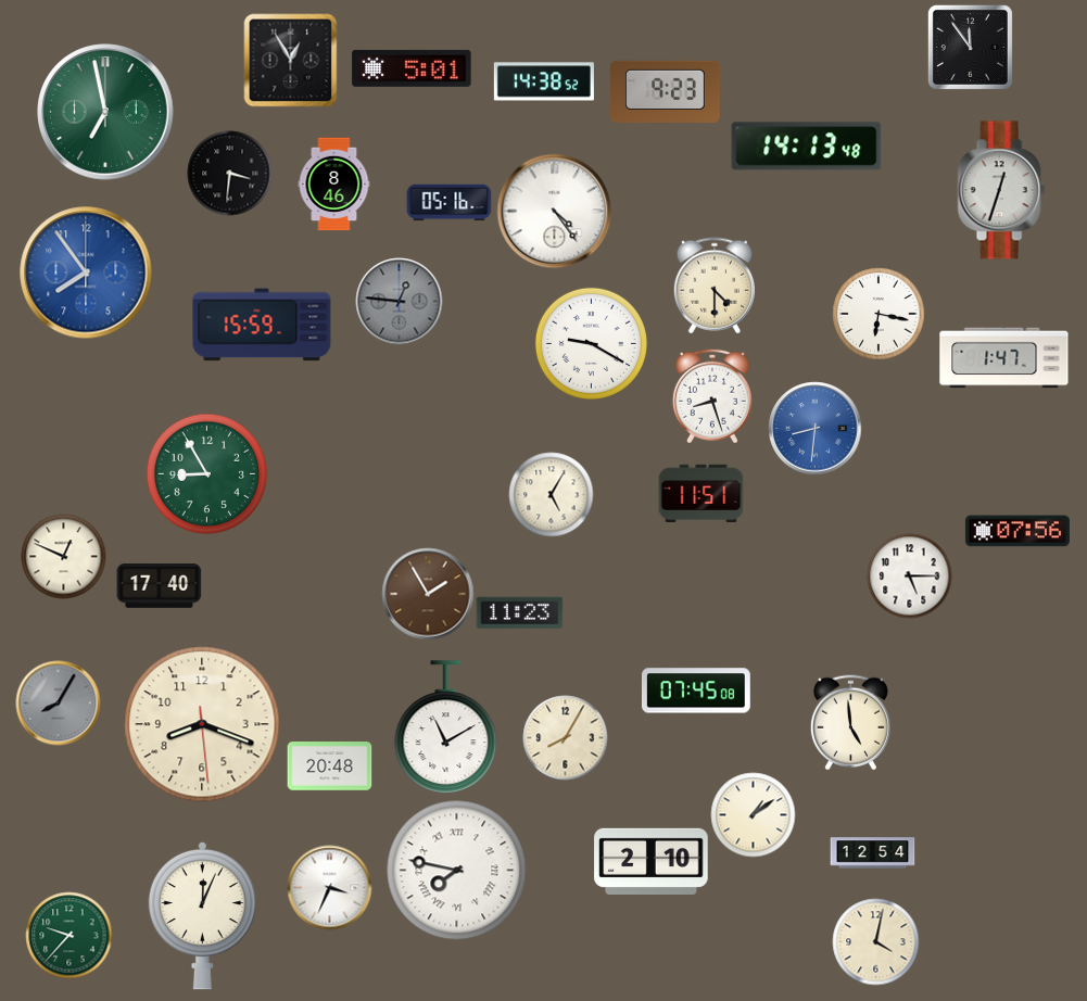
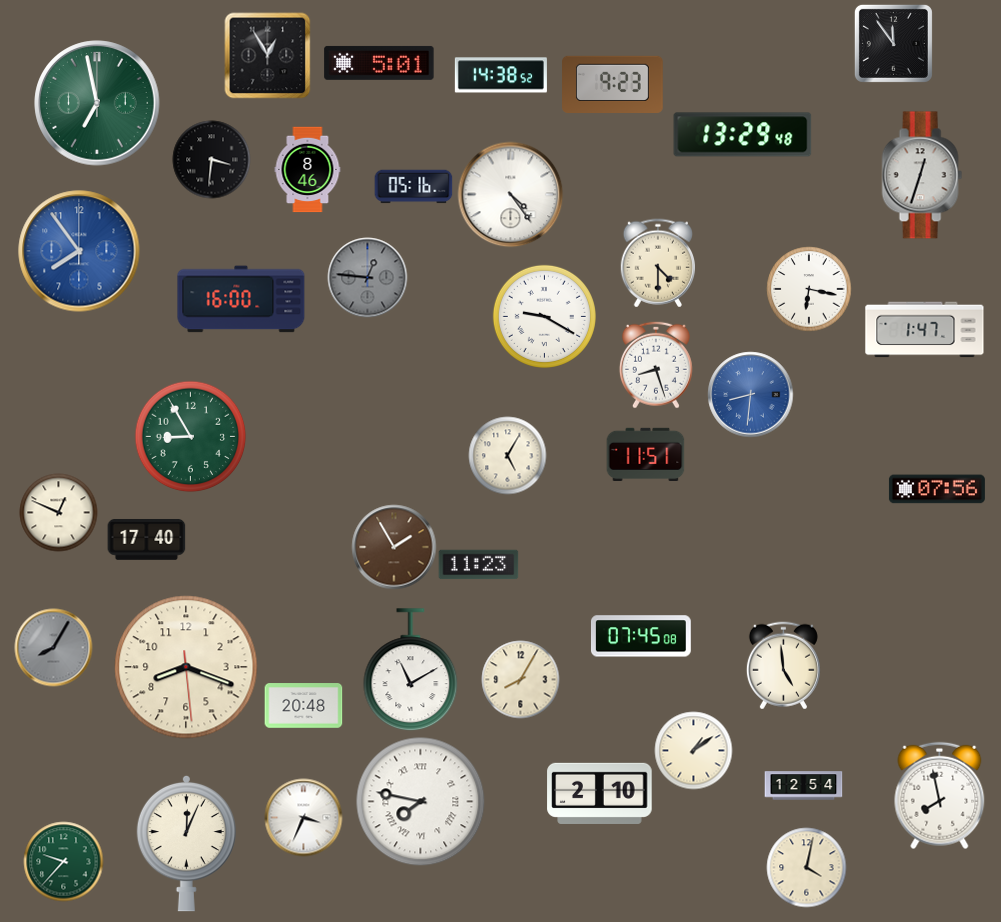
clock at (807, 147): 14:13 -> 13:29
clock at (262, 325): 15:59 -> 16:00
clock at (909, 575): 5:15 -> none
clock at (940, 795): none -> 7:58
